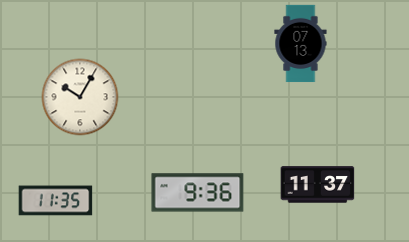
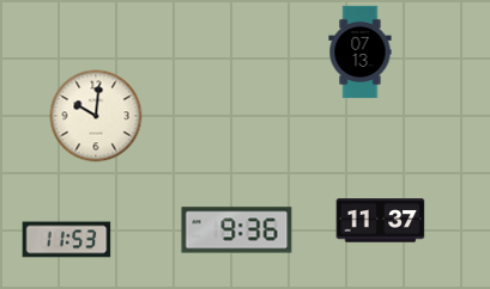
clock at (80, 97): 10:05 -> 10:01
clock at (56, 201): 11:35 -> 11:53
